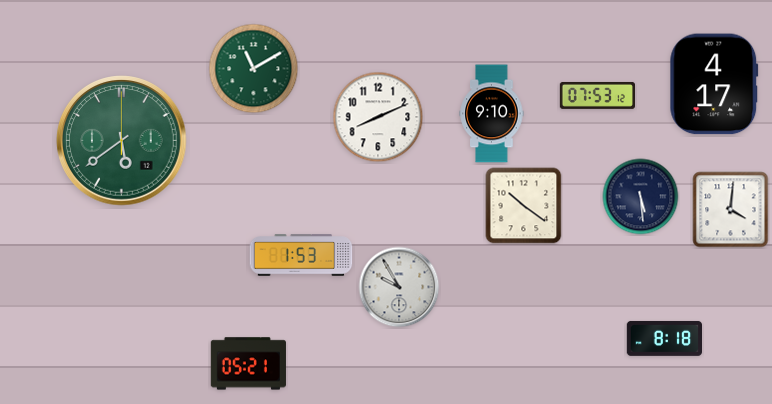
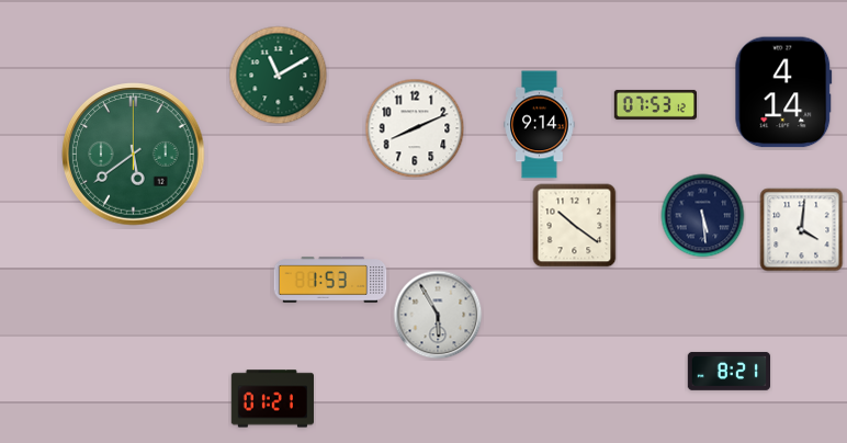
clock at (714, 84): 4:17 -> 4:14
clock at (492, 114): 9:10 -> 9:14
clock at (399, 287): 9:55 -> 5:55
clock at (664, 339): 8:18 -> 8:21
clock at (248, 364): 05:21 -> 01:21
